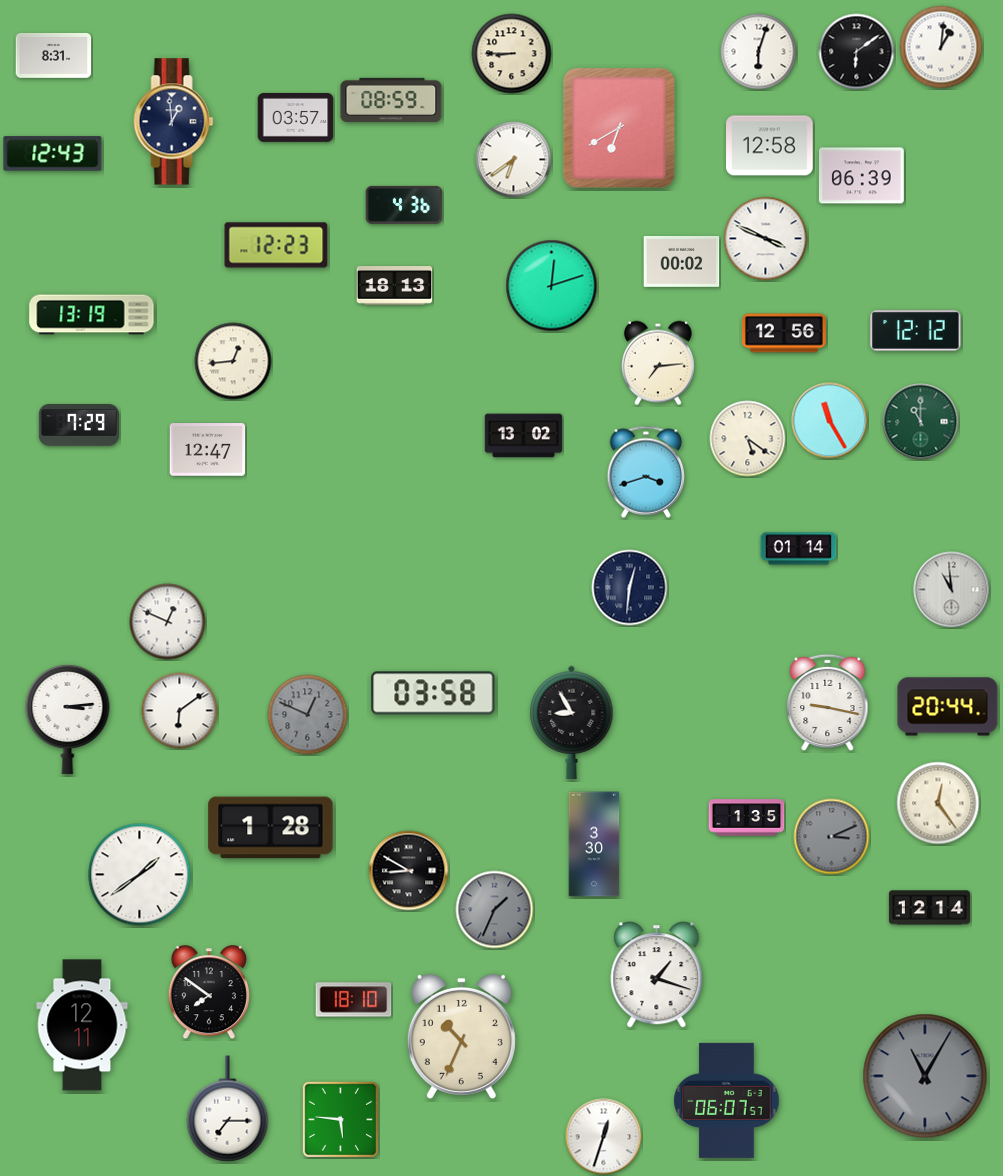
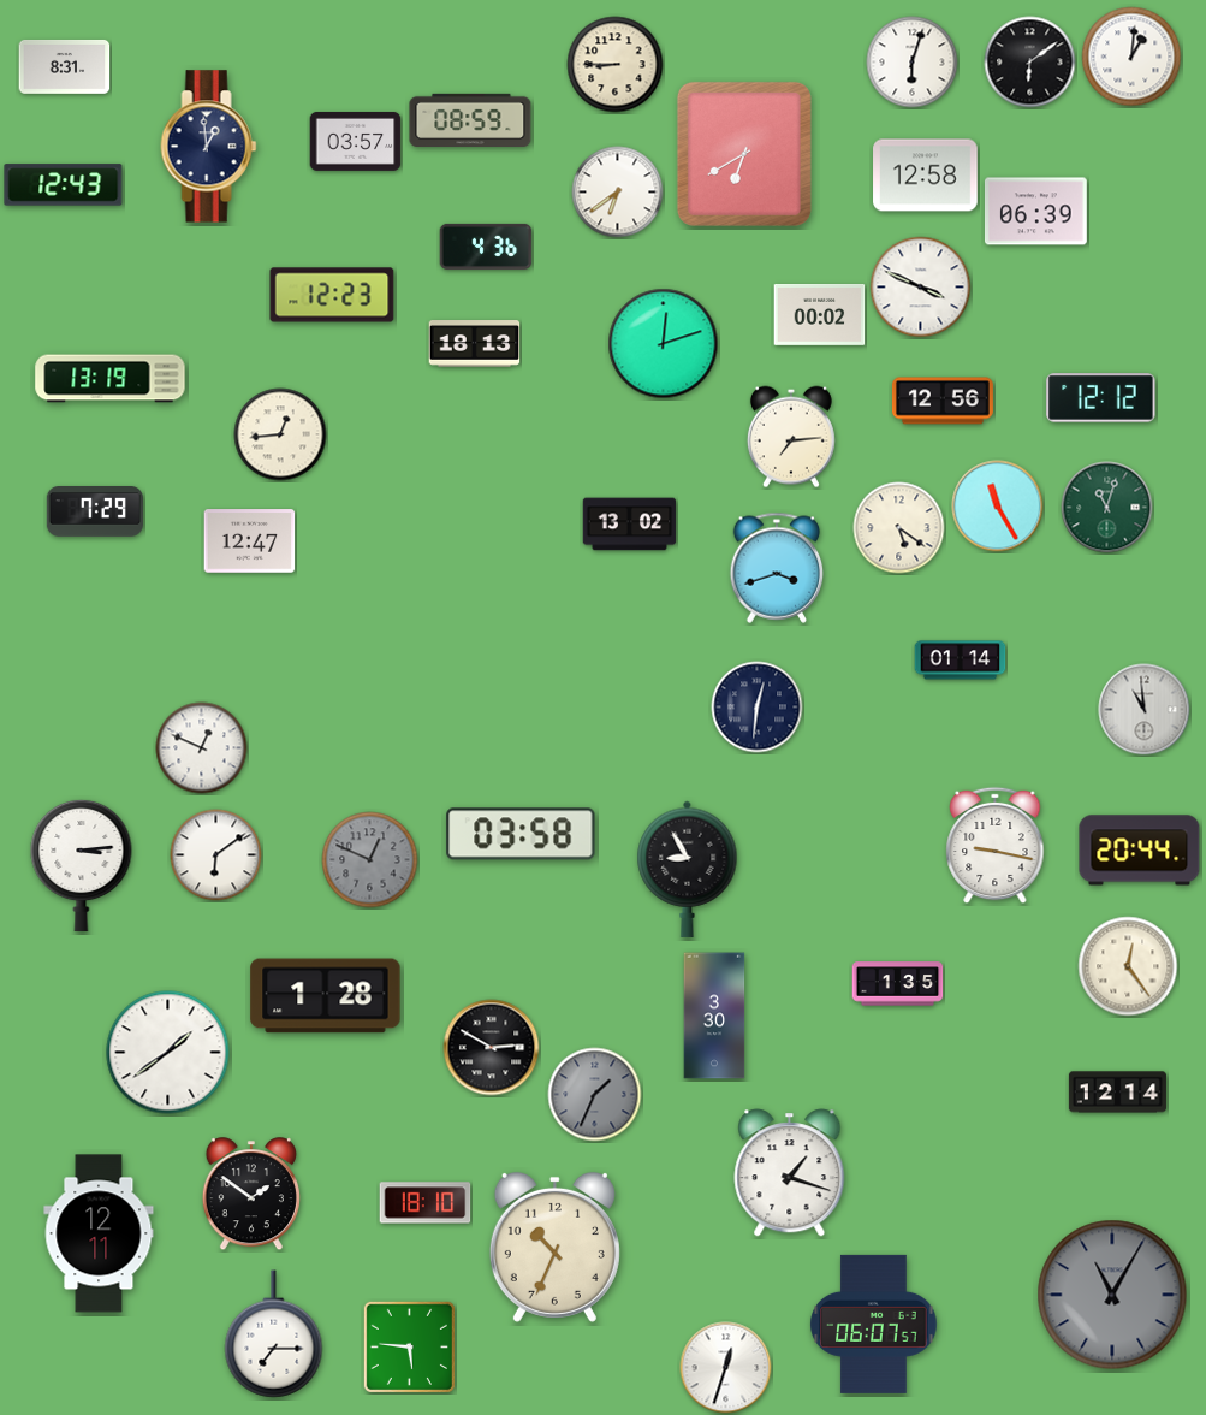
clock at (921, 422): 11:00 -> 11:03
clock at (832, 837): 3:11 -> none
clock at (409, 871): 8:50 -> 2:50
clock at (209, 993): 7:51 -> 1:51
